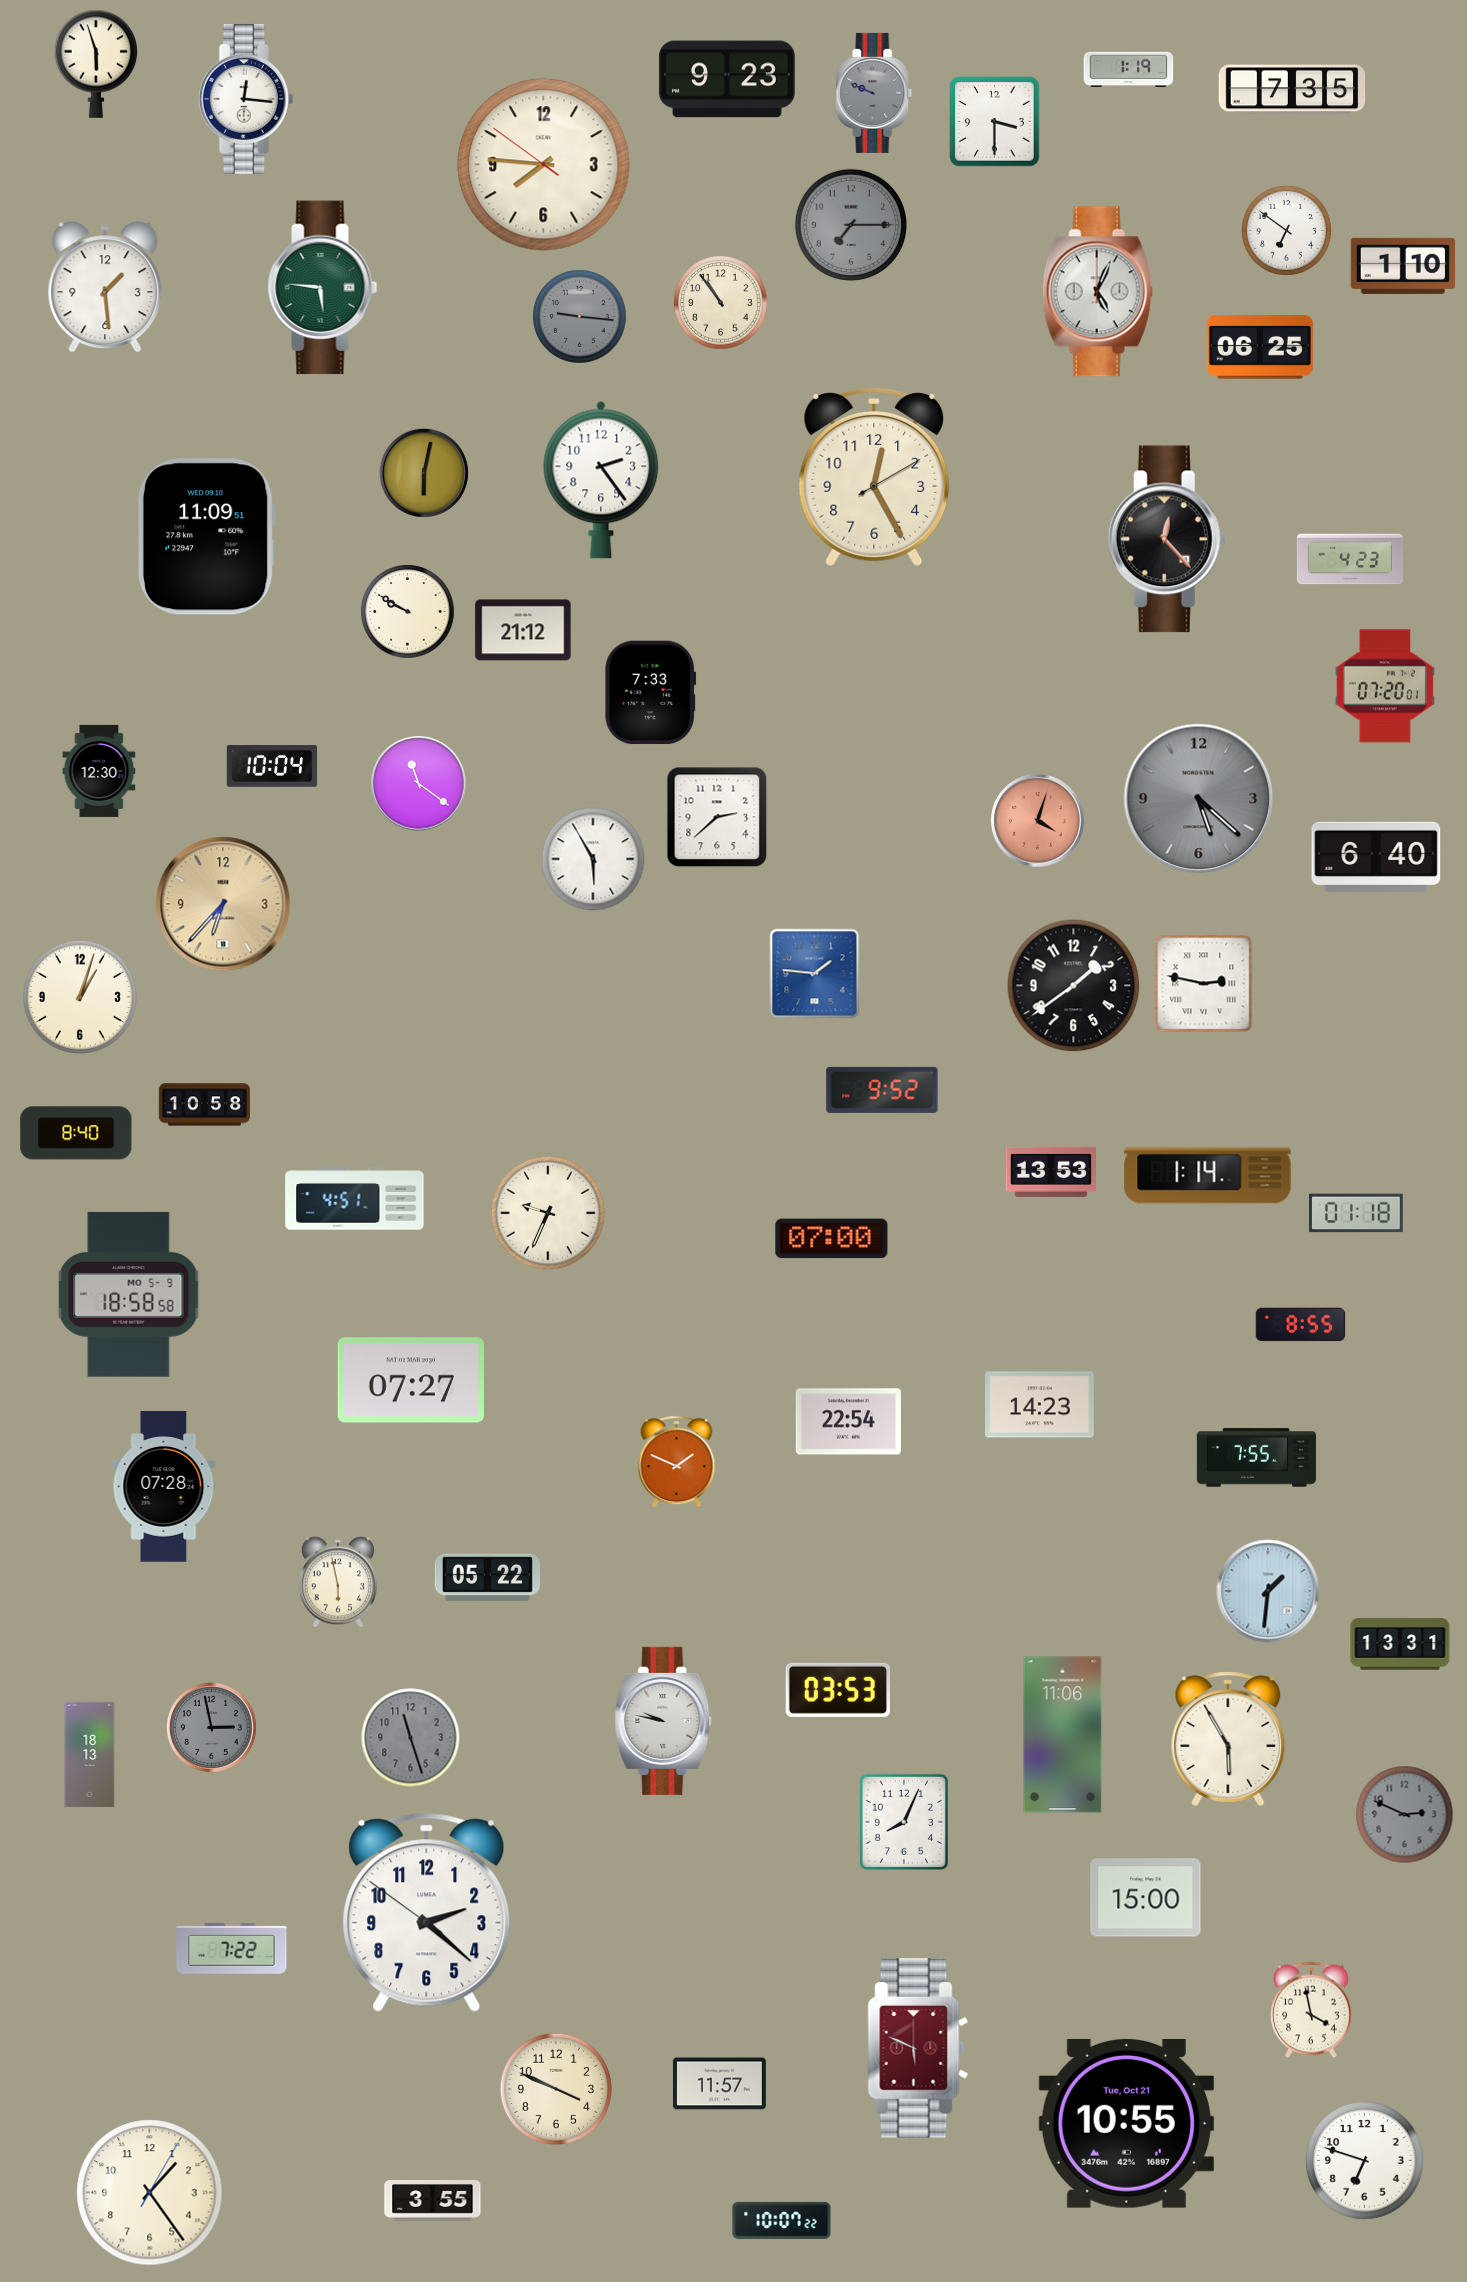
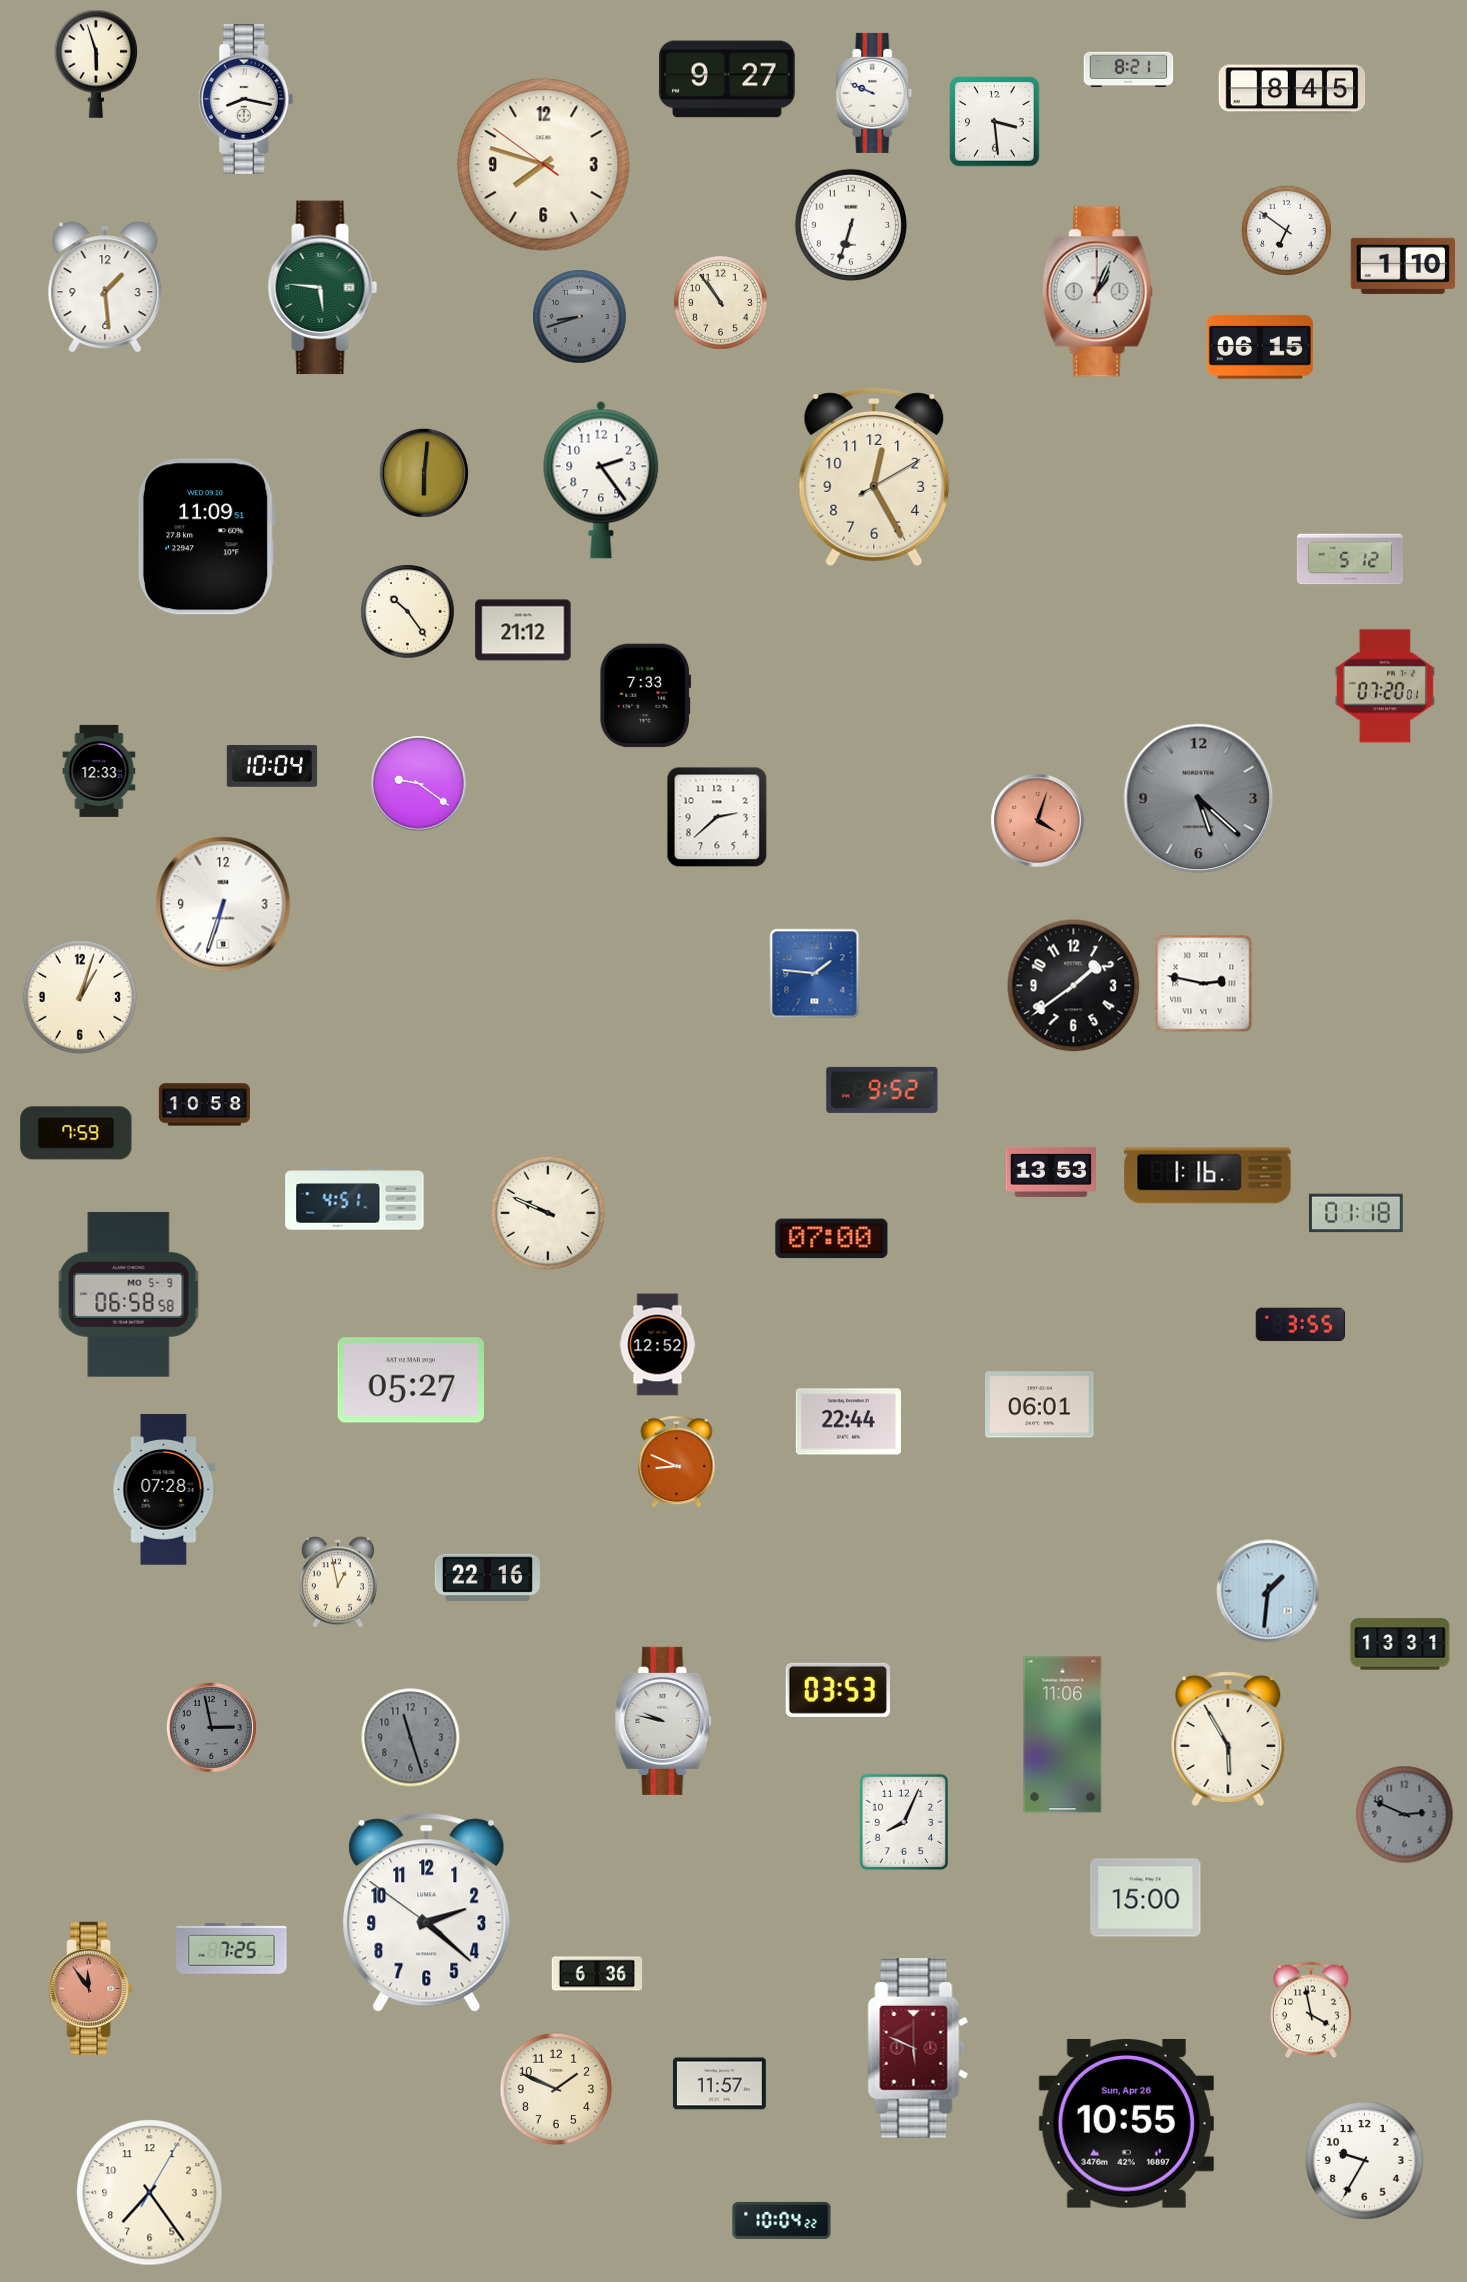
clock at (1129, 69): 1:19 -> 8:21
clock at (727, 79): 9:23 -> 9:27
clock at (1292, 89): 7:35 -> 8:45
clock at (874, 93) dial: grey -> white
clock at (246, 99): 12:16 -> 8:17
clock at (995, 122): 3:30 -> 3:29
clock at (544, 165): 7:45 -> 7:47
clock at (851, 225): 7:15 -> 6:33
clock at (851, 225) dial: grey -> white
clock at (1097, 292): 5:04 -> 1:04
clock at (580, 317): 9:16 -> 8:42
clock at (1260, 347): 06:25 -> 06:15
clock at (424, 473): 6:02 -> 6:01
clock at (1167, 539): 12:23 -> none
clock at (1350, 559): 4:23 -> 5:12
clock at (408, 612): 9:50 -> 10:24
clock at (651, 693) position: (651, 693) -> (646, 696)
clock at (99, 771): 12:30 -> 12:33
clock at (419, 784): 11:21 -> 9:21
clock at (1376, 856): 6:40 -> none
clock at (593, 859): 5:55 -> none
clock at (223, 904): 6:37 -> 6:33
clock at (223, 904) dial: champagne -> white
clock at (76, 1133): 8:40 -> 7:59
clock at (1208, 1176): 1:14 -> 1:16
clock at (548, 1213): 9:34 -> 9:49
clock at (129, 1295): 18:58 -> 06:58
clock at (1301, 1325): 8:55 -> 3:55
clock at (658, 1345): none -> 12:52
clock at (410, 1380): 07:27 -> 05:27
clock at (1040, 1405): 14:23 -> 06:01
clock at (848, 1422): 22:54 -> 22:44
clock at (1256, 1458): 7:55 -> none
clock at (677, 1462): 1:49 -> 8:49
clock at (164, 1487) position: (164, 1487) -> (164, 1490)
clock at (487, 1577): 05:22 -> 22:16
clock at (338, 1582): 5:58 -> 12:58
clock at (90, 1754): 18:13 -> none
clock at (232, 1949): 7:22 -> 7:25
clock at (597, 1974): none -> 6:36
clock at (92, 1988): none -> 11:54
clock at (556, 2089): 3:49 -> 1:49
clock at (1126, 2124) date: Tue, Oct 21 -> Sun, Apr 26
clock at (1365, 2161): 6:48 -> 9:35
clock at (150, 2193): 1:24 -> 7:24
clock at (433, 2201): 3:55 -> none
clock at (782, 2220): 10:07 -> 10:04
